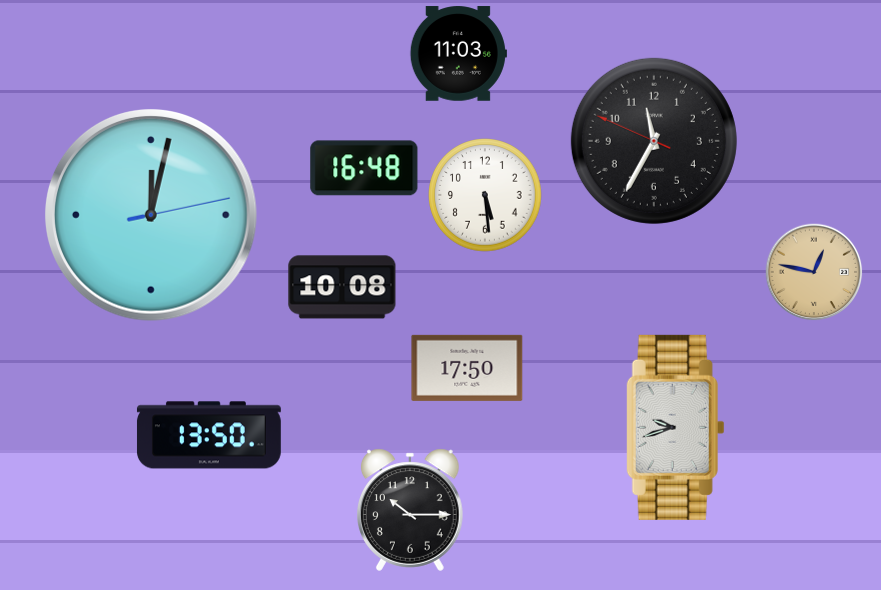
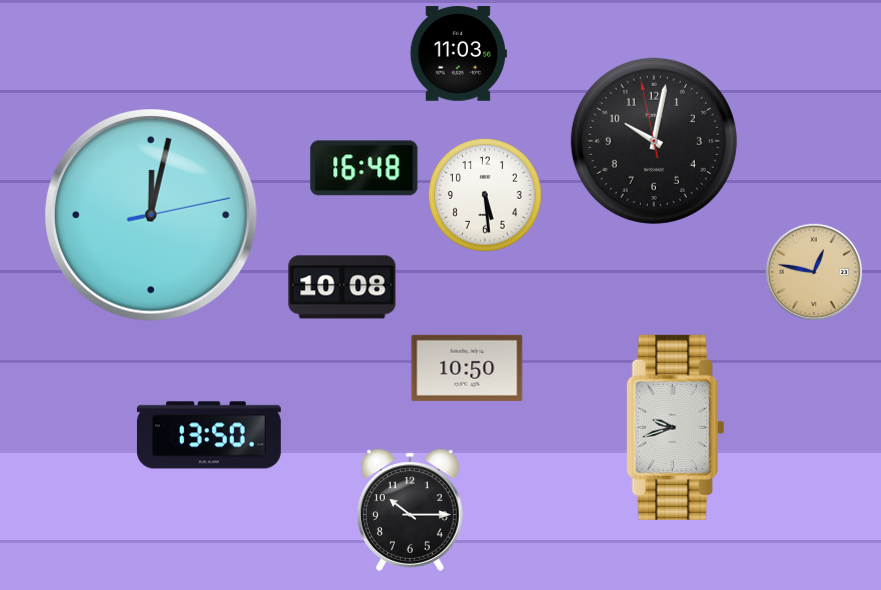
clock at (654, 141): 11:34 -> 10:01
clock at (467, 368): 17:50 -> 10:50
